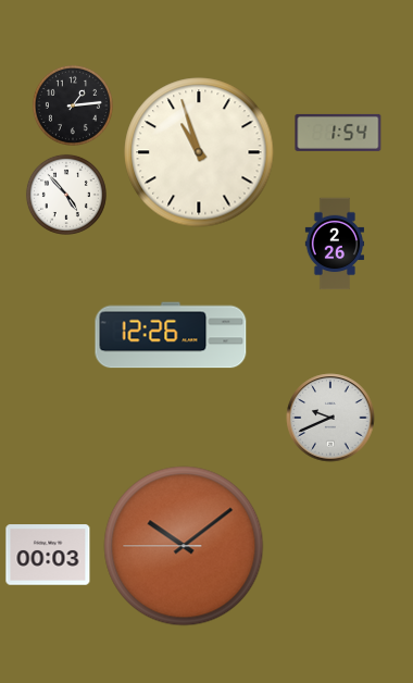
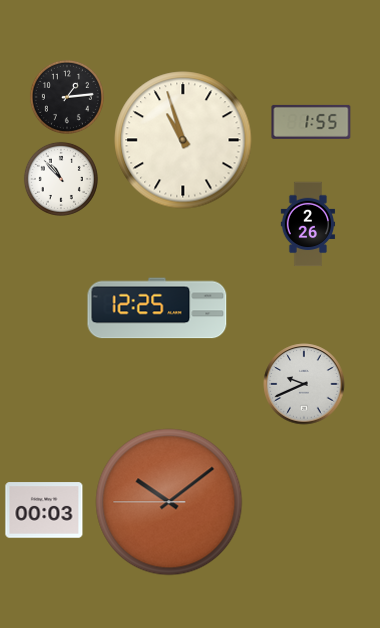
clock at (338, 133): 1:54 -> 1:55
clock at (66, 195): 4:53 -> 10:53
clock at (171, 335): 12:26 -> 12:25
